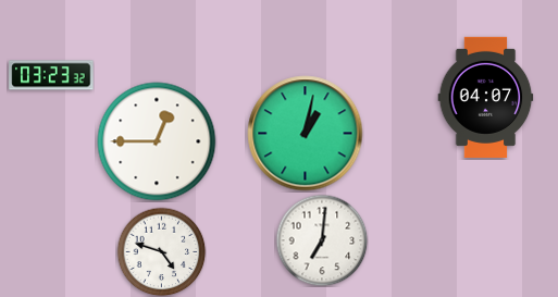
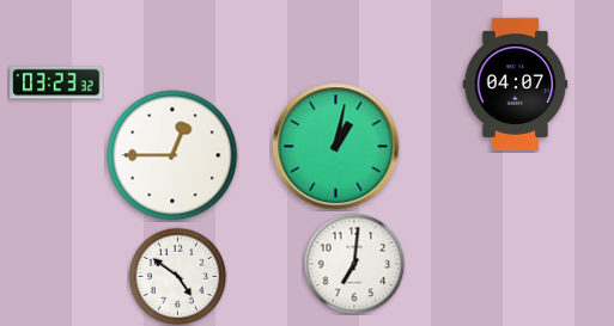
clock at (486, 97) position: (486, 97) -> (516, 84)
clock at (161, 251): 4:48 -> 4:51
